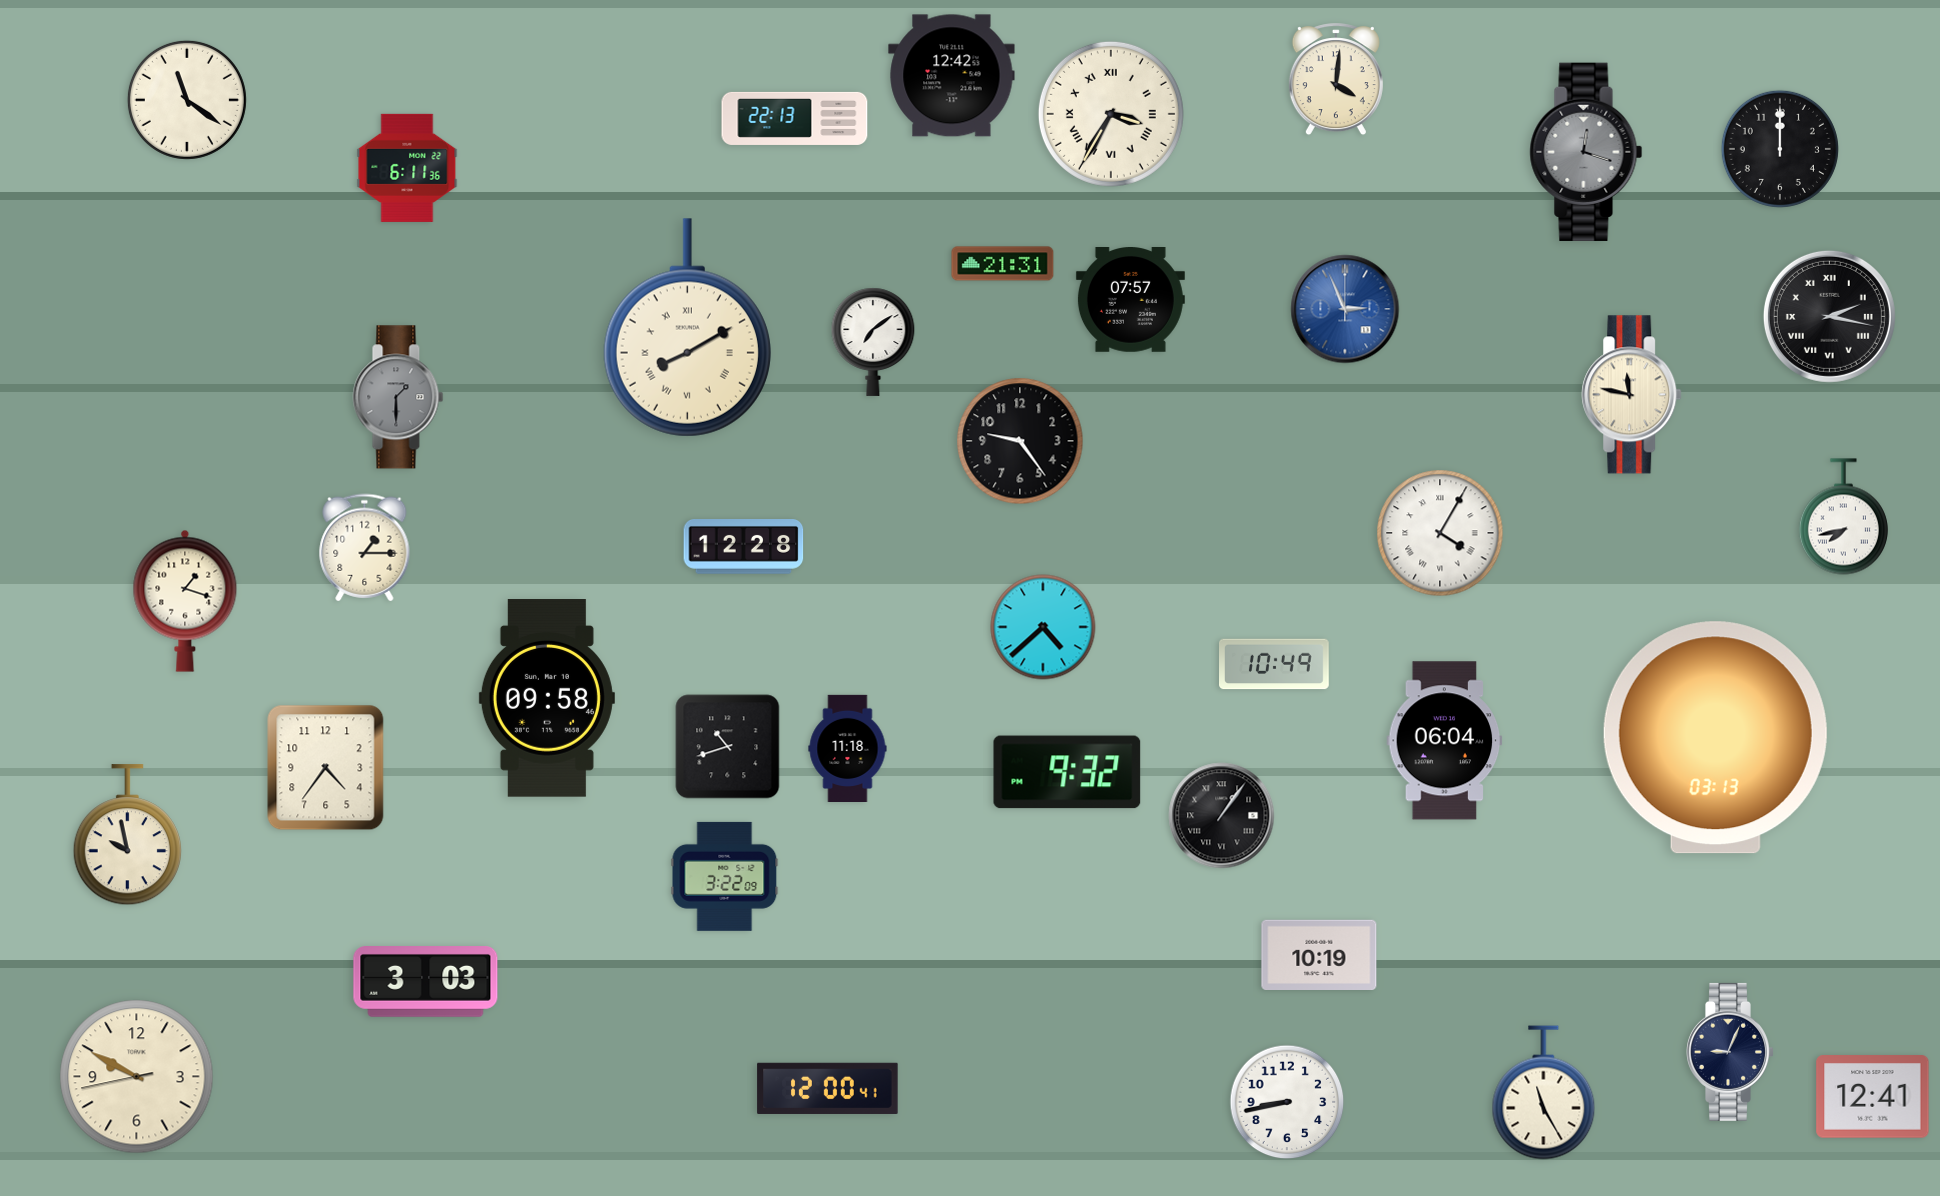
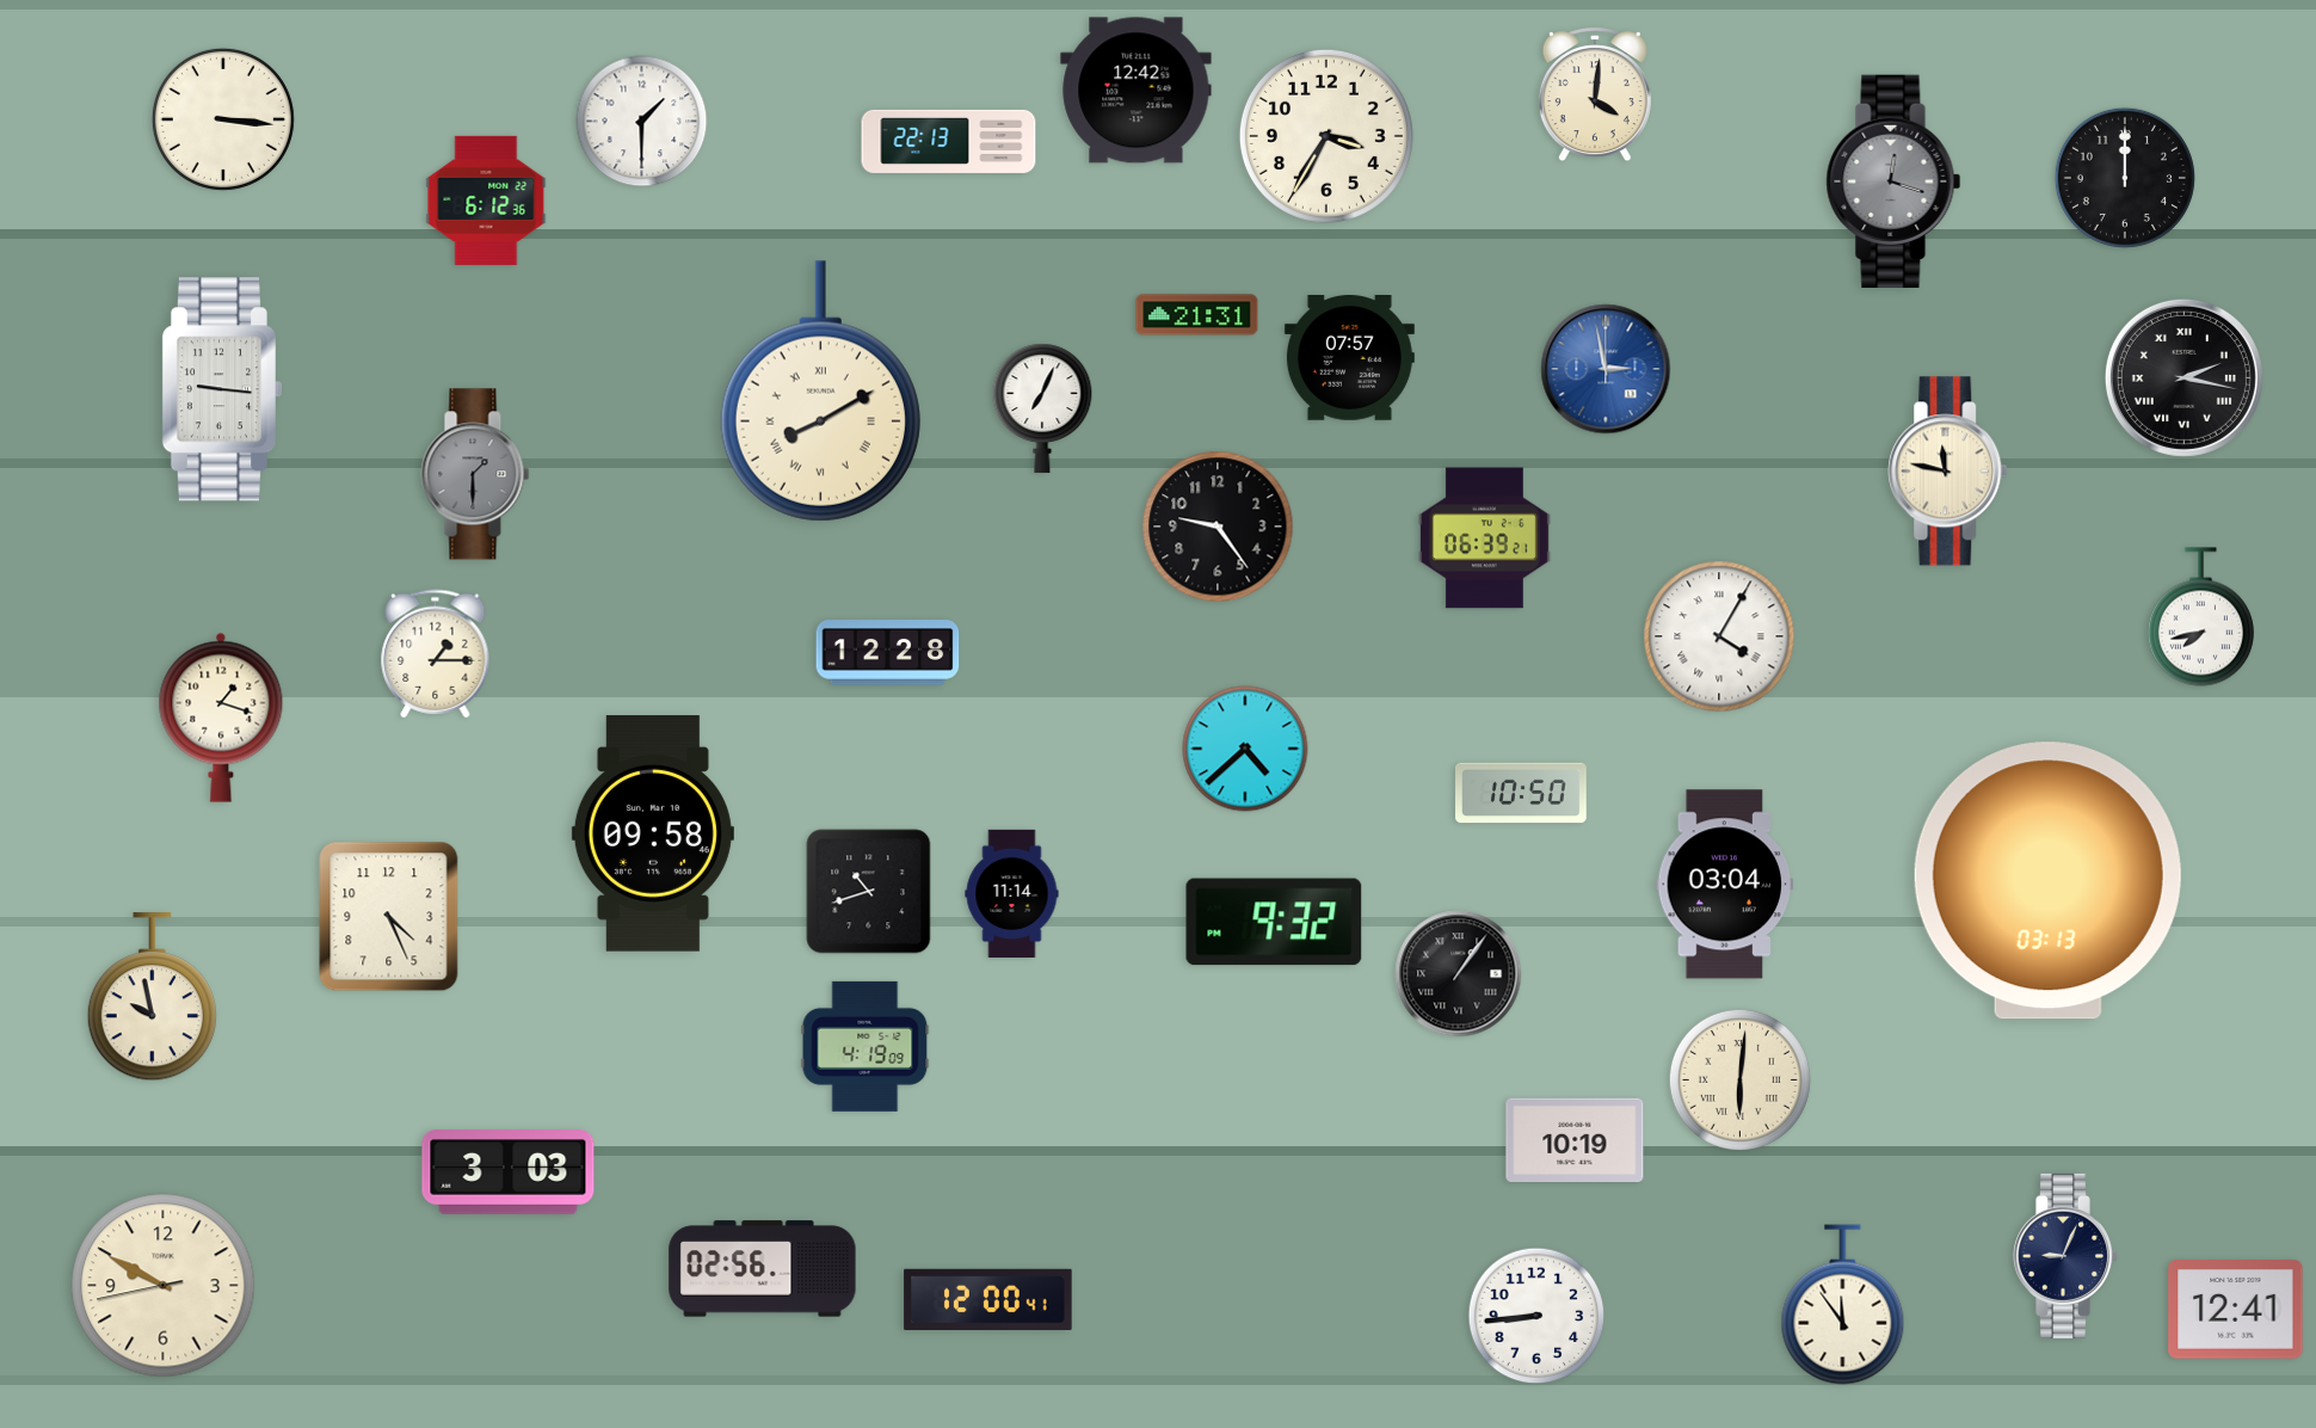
clock at (187, 100): 11:21 -> 3:16
clock at (642, 122): none -> 1:30
clock at (1111, 114) numerals: Roman -> Arabic
clock at (407, 168): 6:11 -> 6:12
clock at (1345, 309): 2:56 -> 2:58
clock at (222, 389): none -> 9:16
clock at (873, 342): 7:09 -> 7:04
clock at (1484, 538): none -> 06:39
clock at (1275, 664): 10:49 -> 10:50
clock at (1445, 741): 06:04 -> 03:04
clock at (848, 748): 11:18 -> 11:14
clock at (326, 768): 4:36 -> 4:26
clock at (725, 876): 3:22 -> 4:19
clock at (1739, 1079): none -> 6:01
clock at (763, 1269): none -> 02:56
clock at (1544, 1093): 11:25 -> 11:54
clock at (1287, 1102): 8:43 -> 8:44
